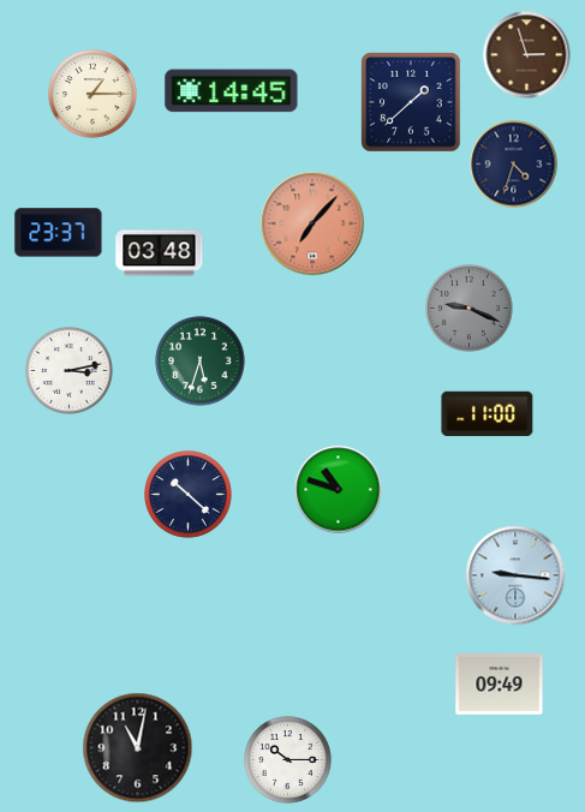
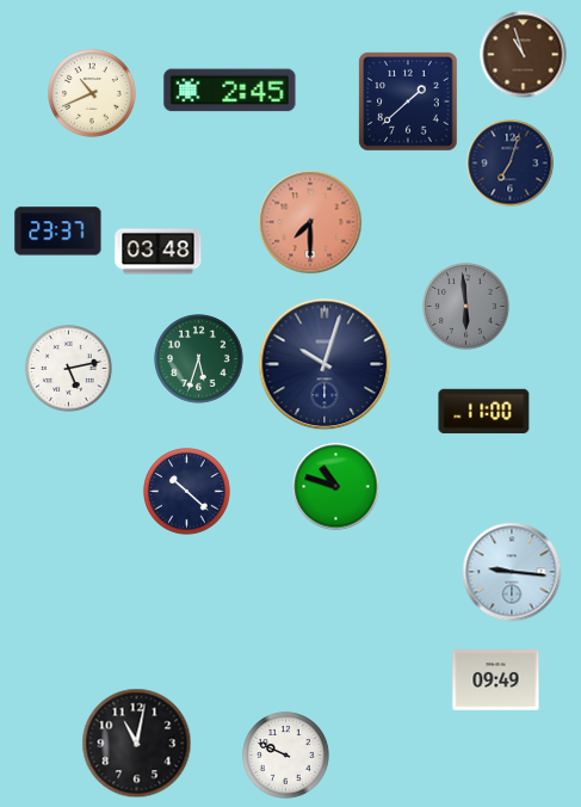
clock at (527, 55): 2:57 -> 10:57
clock at (232, 91): 14:45 -> 2:45
clock at (92, 94): 1:15 -> 10:41
clock at (514, 165): 4:33 -> 7:03
clock at (312, 223): 7:07 -> 7:30
clock at (470, 309): 9:19 -> 5:59
clock at (325, 364): none -> 10:03
clock at (70, 371): 3:13 -> 5:13
clock at (288, 760): 10:15 -> 9:49
